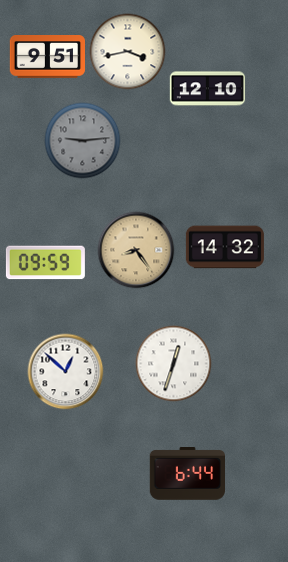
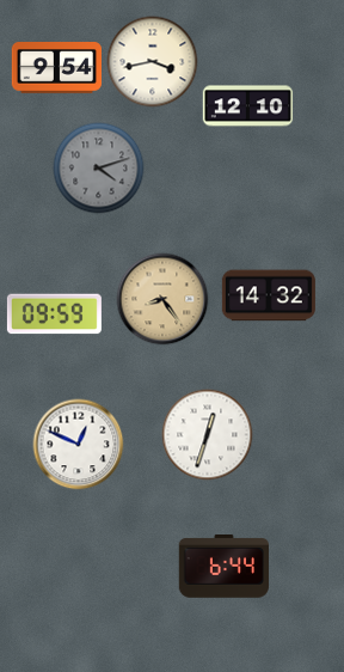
clock at (47, 57): 9:51 -> 9:54
clock at (83, 141): 9:14 -> 4:12
clock at (66, 372): 12:52 -> 12:49
